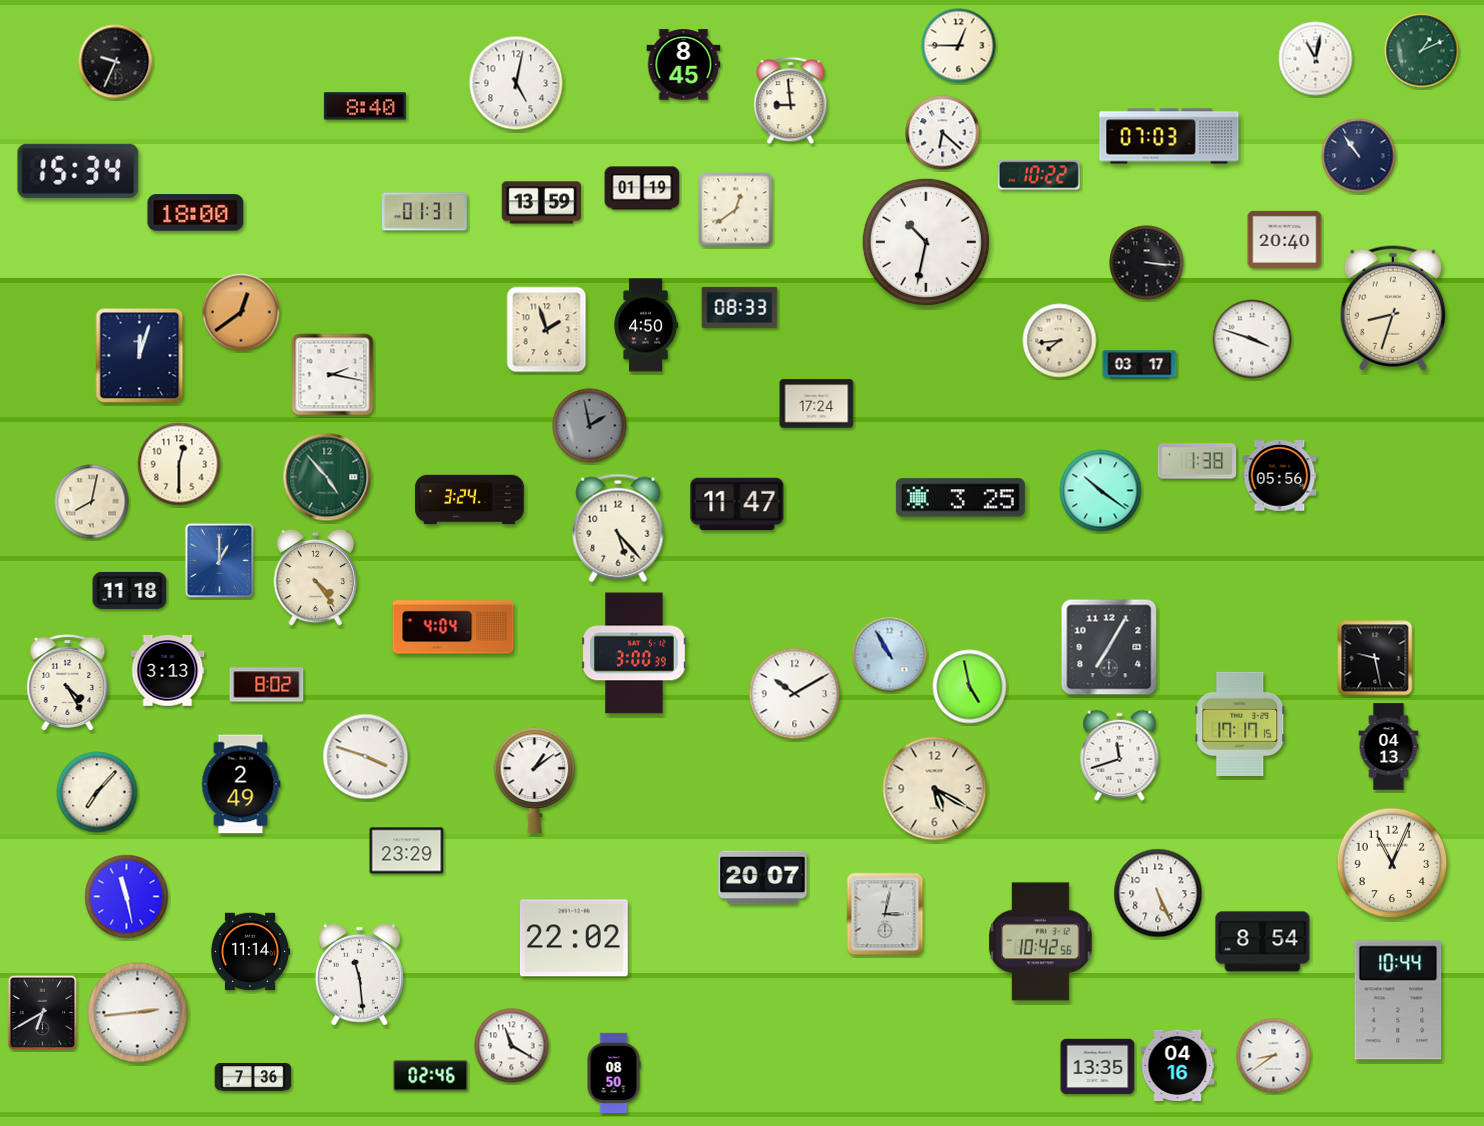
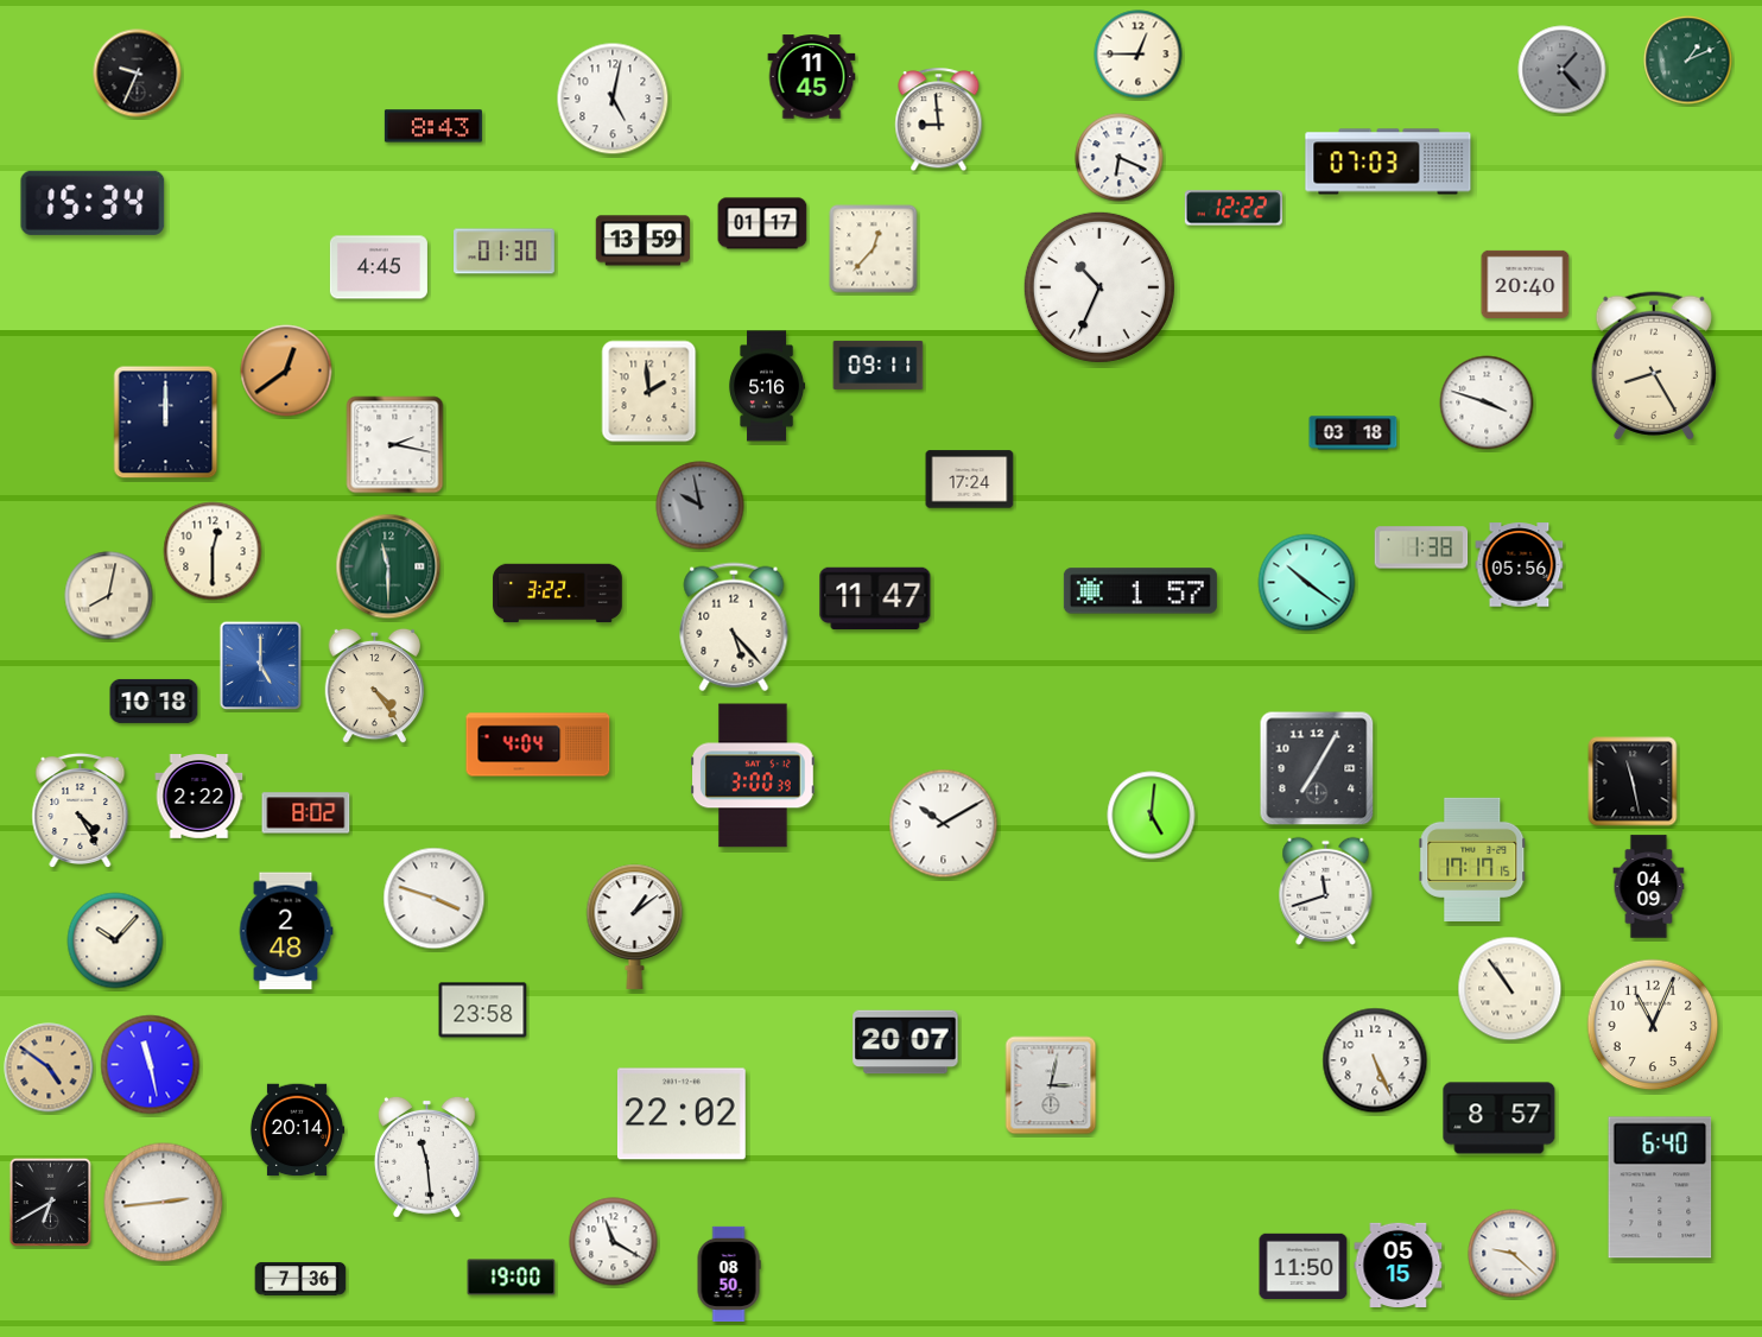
clock at (1316, 59): 11:02 -> 1:23
clock at (1316, 59) dial: white -> grey
clock at (684, 65): 8:45 -> 11:45
clock at (365, 106): 8:40 -> 8:43
clock at (943, 133): 6:22 -> 6:19
clock at (1359, 156): 10:54 -> none
clock at (1039, 175): 10:22 -> 12:22
clock at (642, 188): 01:19 -> 01:17
clock at (736, 210): 12:39 -> 12:37
clock at (425, 212): 01:31 -> 01:30
clock at (196, 213): 18:00 -> none
clock at (379, 267): none -> 4:45
clock at (926, 242): 10:32 -> 10:34
clock at (1147, 263): 3:16 -> none
clock at (740, 307): 08:33 -> 09:11
clock at (1392, 308): 8:33 -> 8:25
clock at (646, 325): 4:50 -> 5:16
clock at (547, 330): 1:57 -> 1:59
clock at (1060, 341): 7:44 -> none
clock at (140, 356): 12:03 -> 12:00
clock at (1140, 365): 03:17 -> 03:18
clock at (590, 426): 1:58 -> 9:58
clock at (327, 477): 4:53 -> 11:30
clock at (960, 498): 3:25 -> 1:57
clock at (470, 500): 3:24 -> 3:22
clock at (220, 561): 1:00 -> 5:00
clock at (130, 590): 11:18 -> 10:18
clock at (890, 655): 10:55 -> none
clock at (1375, 658): 9:28 -> 11:28
clock at (168, 671): 3:13 -> 2:22
clock at (267, 685) position: (267, 685) -> (306, 813)
clock at (970, 687): 4:58 -> 5:01
clock at (1389, 747): 04:13 -> 04:09
clock at (1120, 755) position: (1120, 755) -> (1326, 891)
clock at (241, 784): 2:49 -> 2:48
clock at (935, 789): 5:20 -> none
clock at (97, 792): 7:07 -> 10:07
clock at (1510, 989): none -> 10:54
clock at (407, 851): 23:29 -> 23:58
clock at (49, 1067): none -> 4:51
clock at (1041, 942): 10:42 -> none
clock at (1263, 942): 8:54 -> 8:57
clock at (250, 952): 11:14 -> 20:14
clock at (1398, 1000): 10:44 -> 6:40
clock at (512, 1046) position: (512, 1046) -> (614, 1242)
clock at (1274, 1056): 8:39 -> 9:22
clock at (1178, 1065): 04:16 -> 05:15
clock at (1098, 1067): 13:35 -> 11:50
clock at (431, 1076): 02:46 -> 19:00
